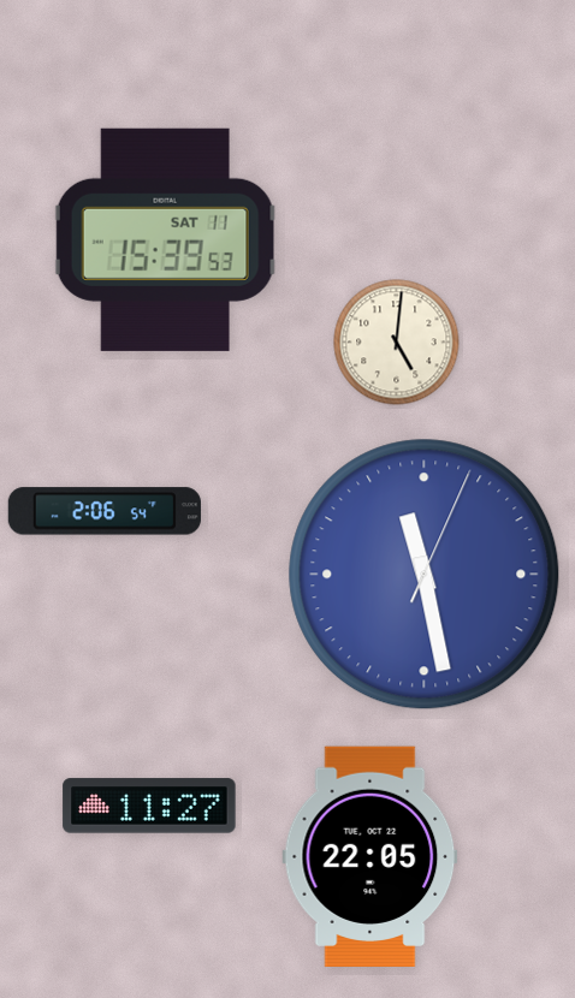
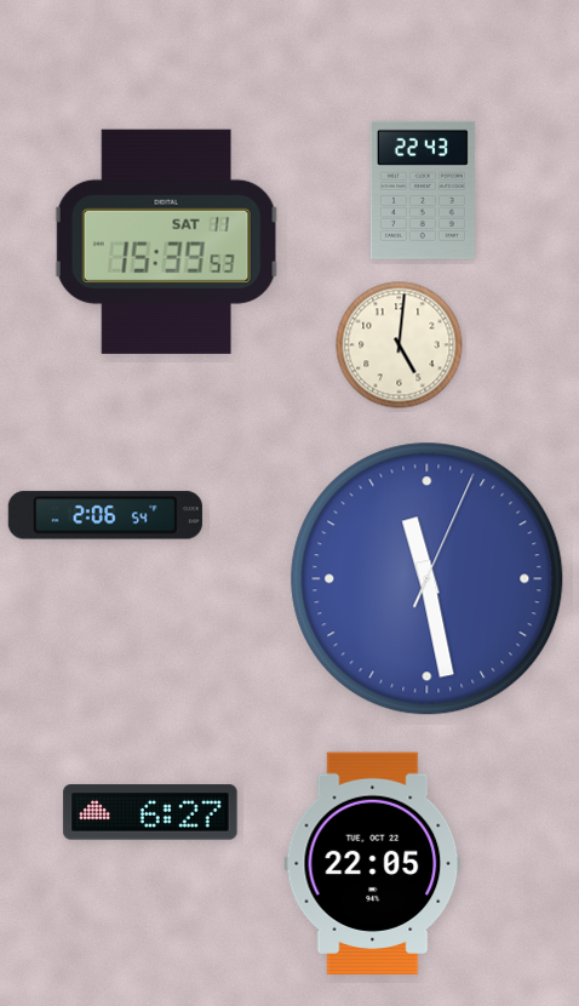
clock at (423, 190): none -> 22:43
clock at (149, 806): 11:27 -> 6:27
